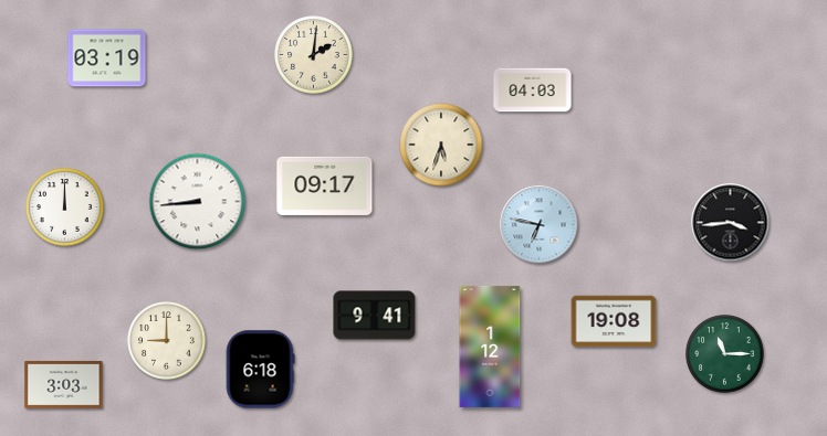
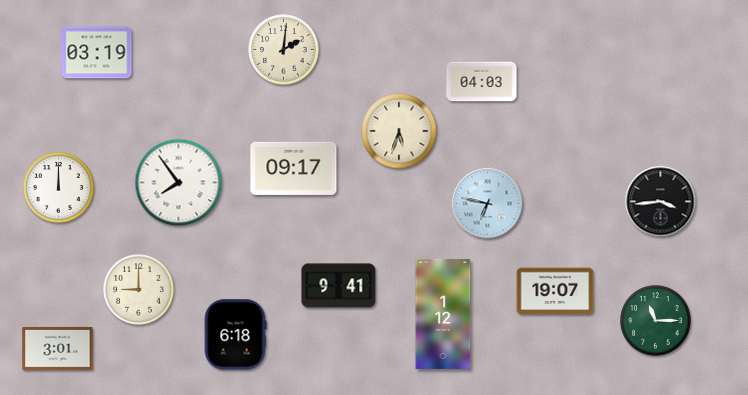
clock at (198, 202): 8:44 -> 7:54
clock at (614, 321): 19:08 -> 19:07
clock at (167, 341) position: (167, 341) -> (139, 290)
clock at (64, 384): 3:03 -> 3:01
